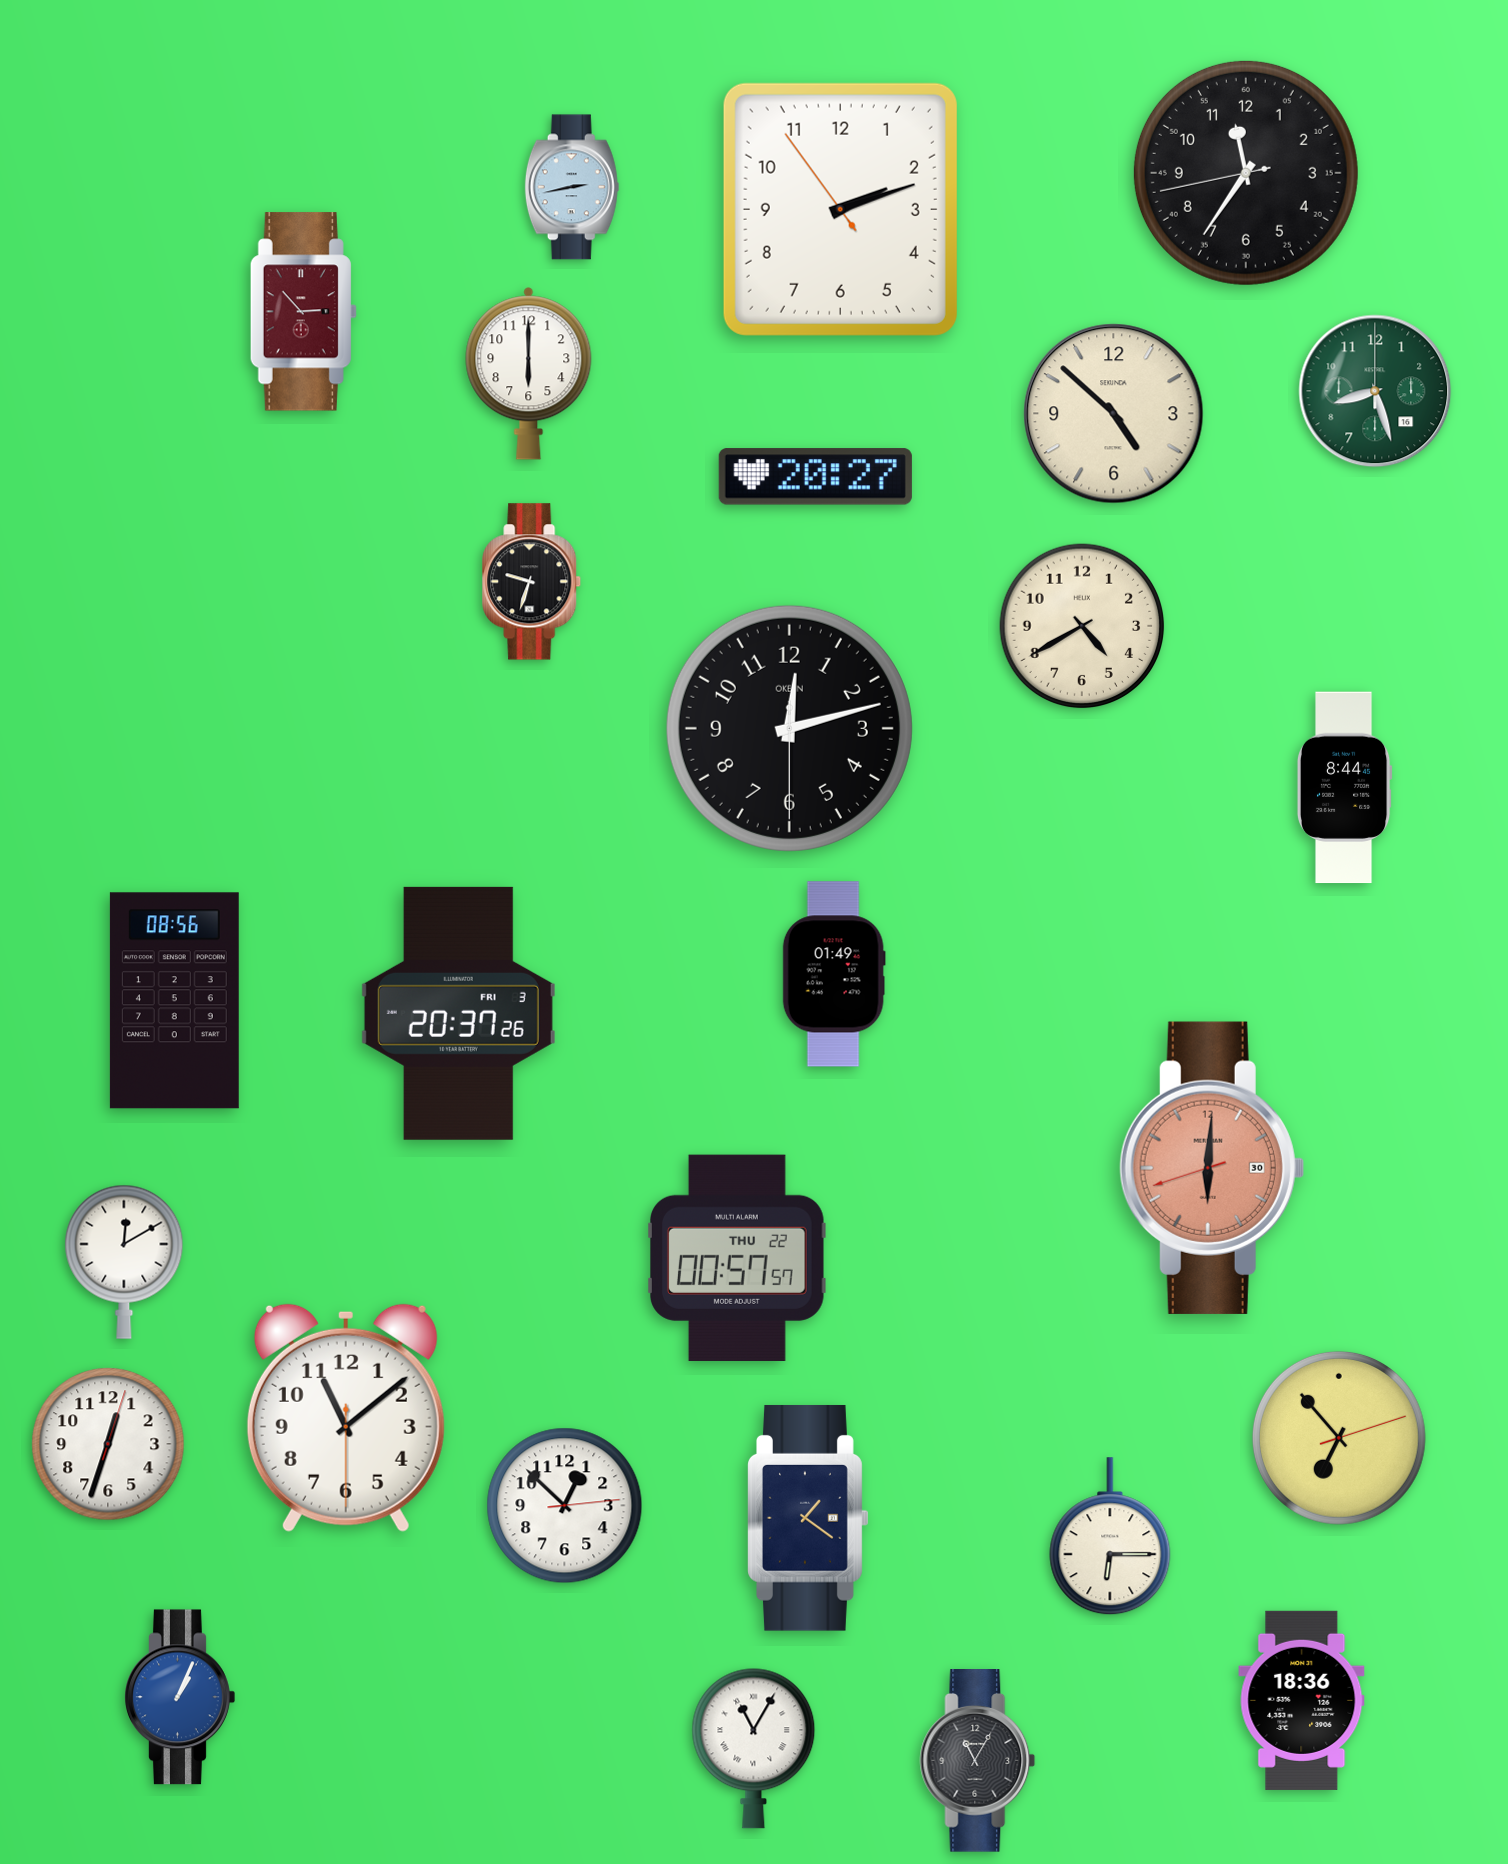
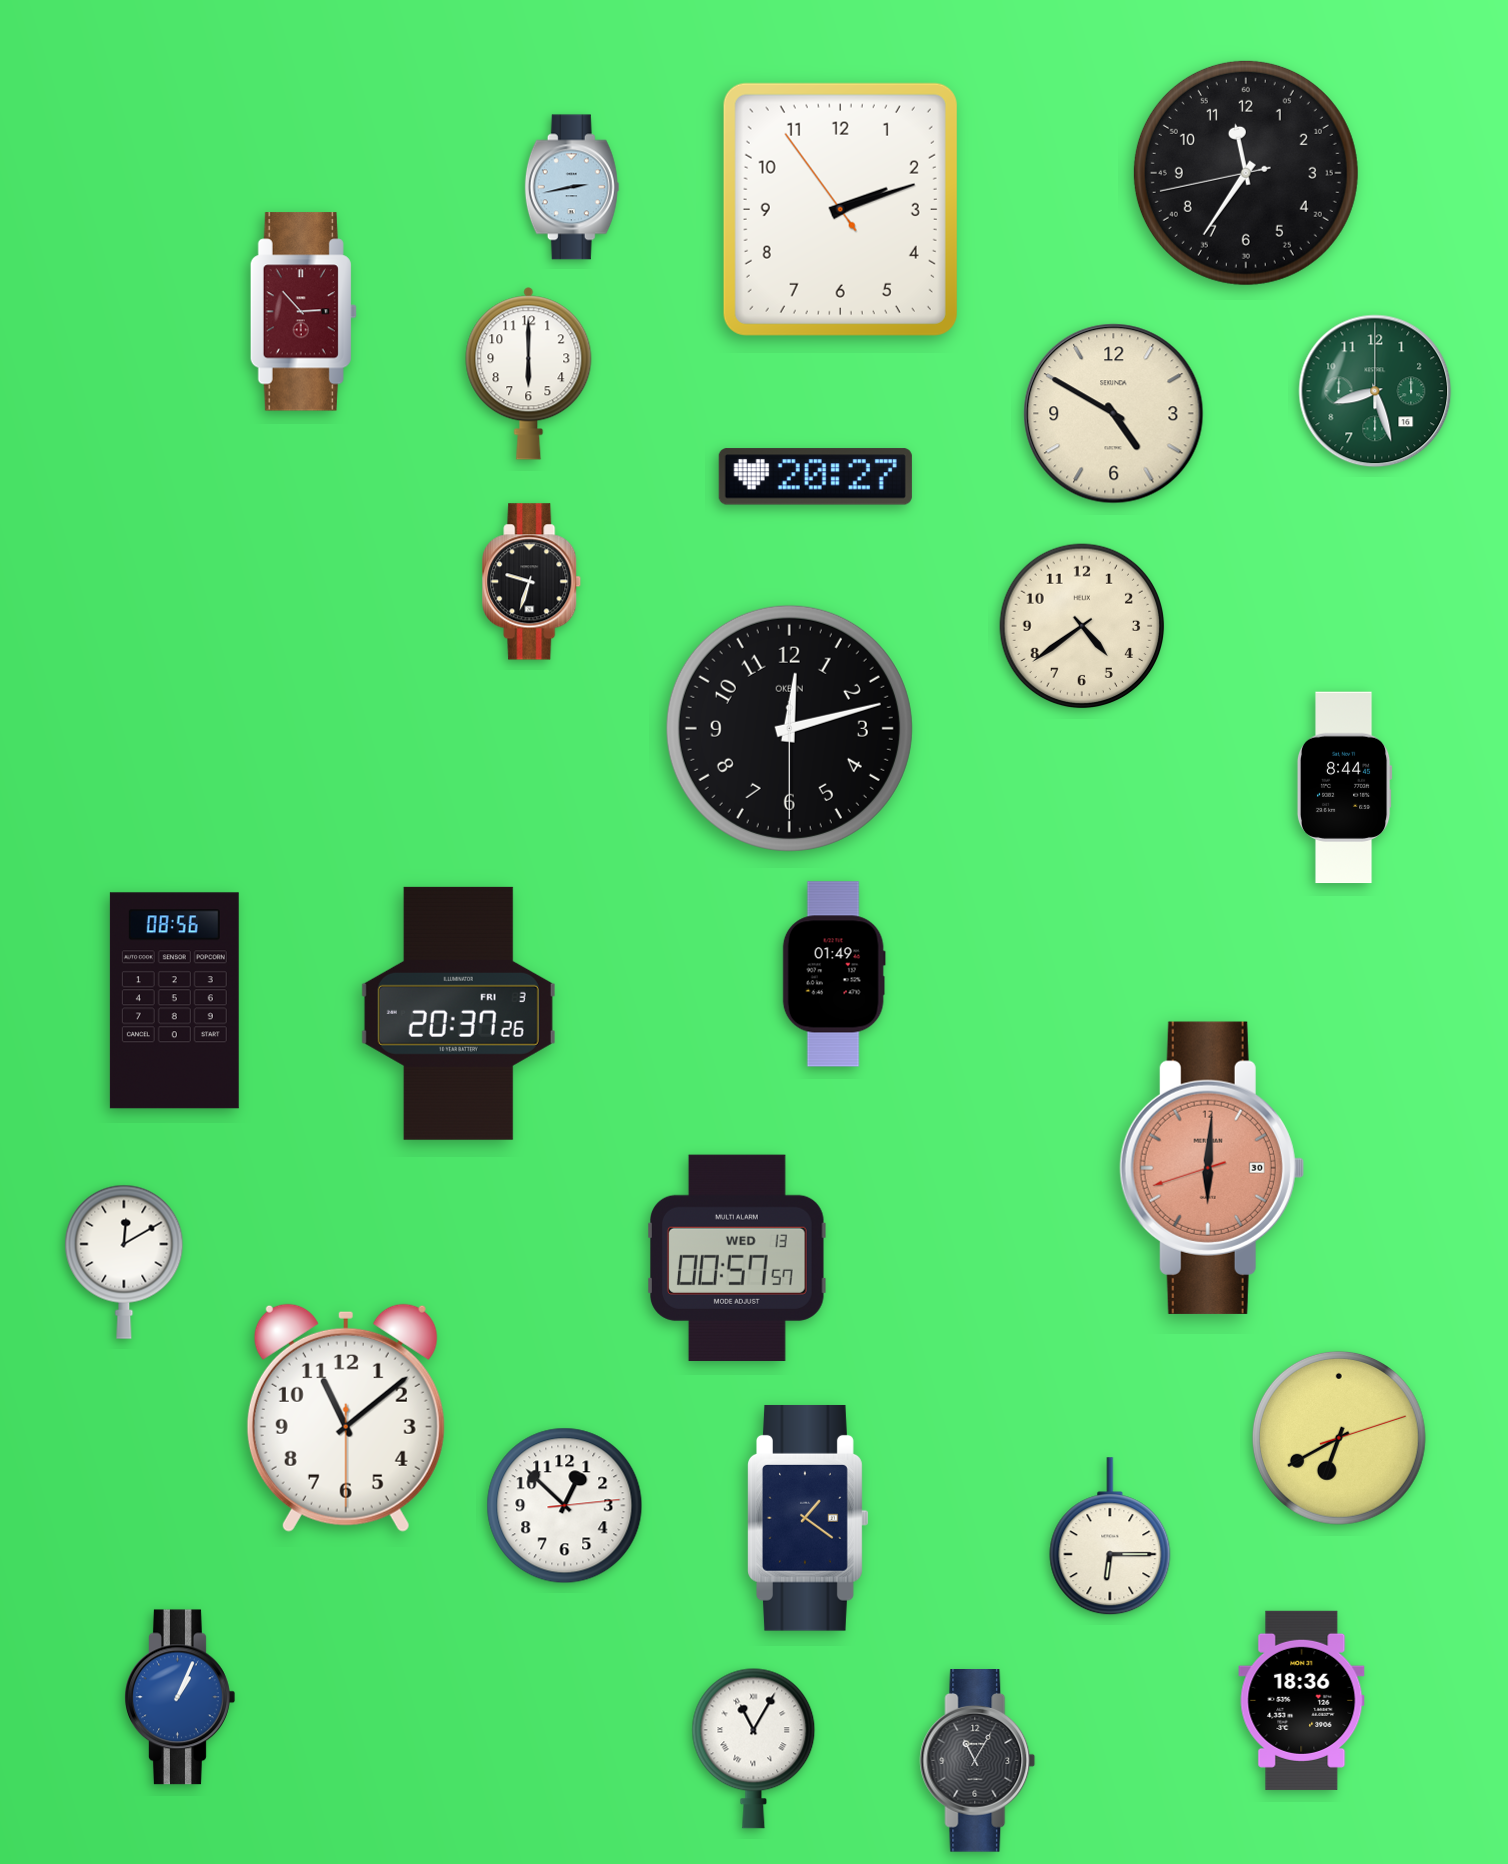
clock at (1114, 414): 4:52 -> 4:50
clock at (1082, 626): 4:40 -> 4:39
clock at (738, 1258) date: THU 22 -> WED 13
clock at (1339, 1438): 6:53 -> 6:40
clock at (108, 1444): 12:33 -> none
